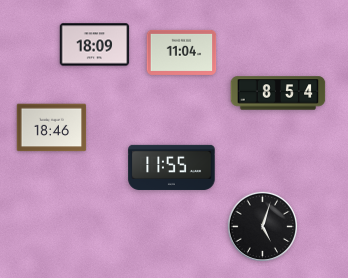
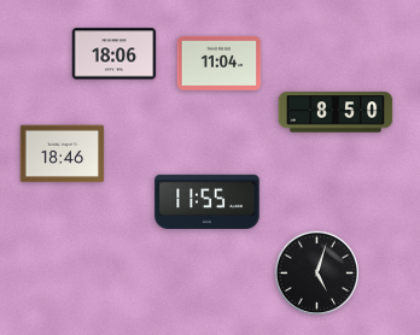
clock at (95, 45): 18:09 -> 18:06
clock at (278, 93): 8:54 -> 8:50
